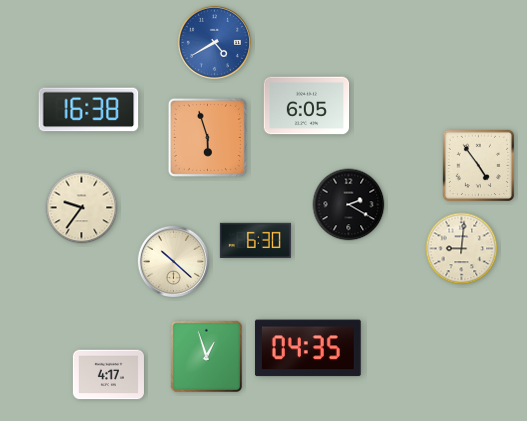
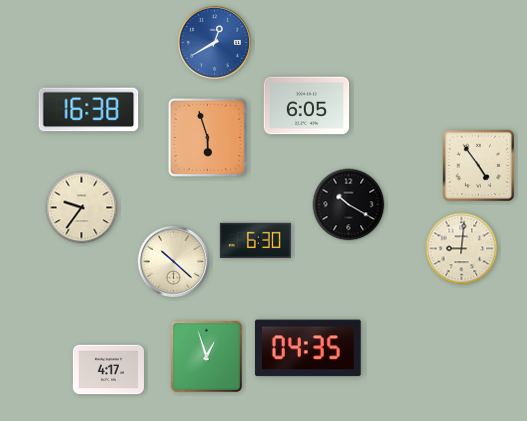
clock at (214, 42): 4:40 -> 12:40
clock at (349, 205): 2:20 -> 10:20
clock at (108, 375) position: (108, 375) -> (108, 370)
